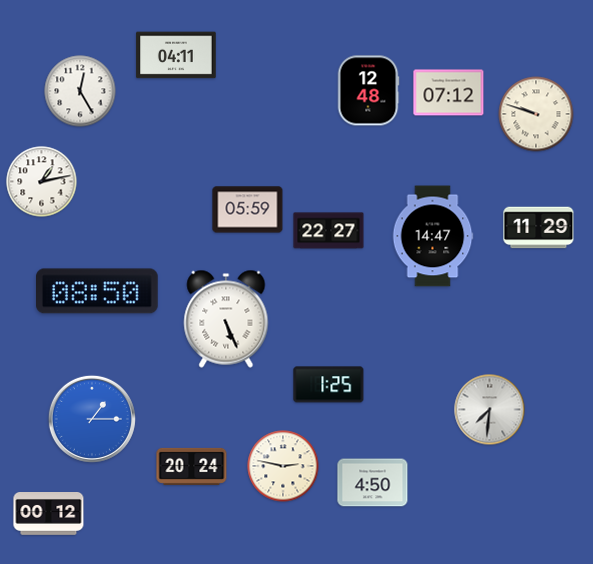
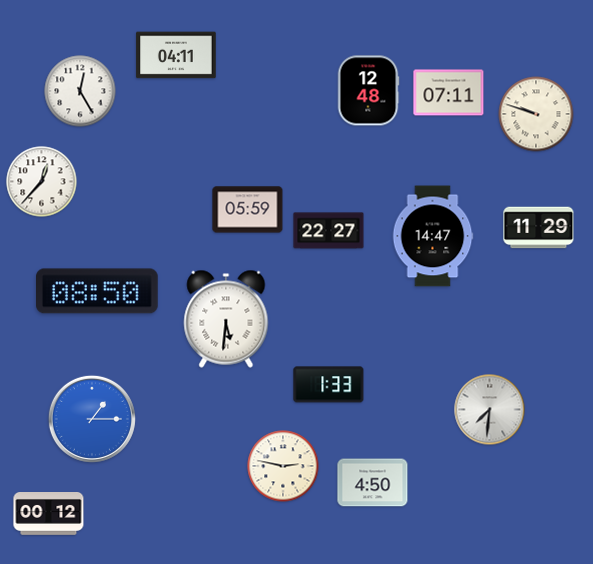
clock at (449, 93): 07:12 -> 07:11
clock at (42, 182): 1:13 -> 12:37
clock at (226, 319): 5:26 -> 5:31
clock at (329, 385): 1:25 -> 1:33
clock at (192, 466): 20:24 -> none
